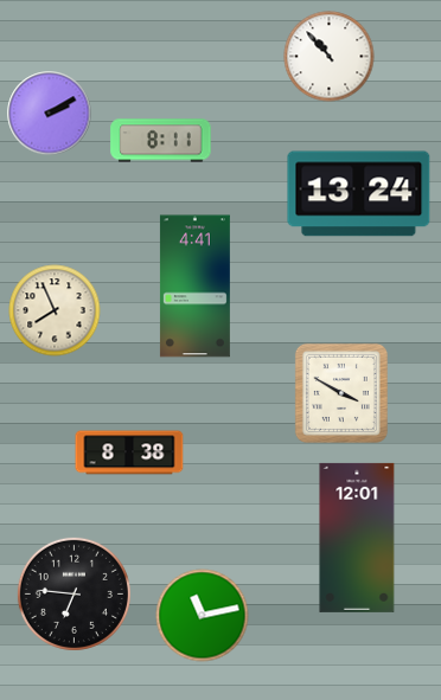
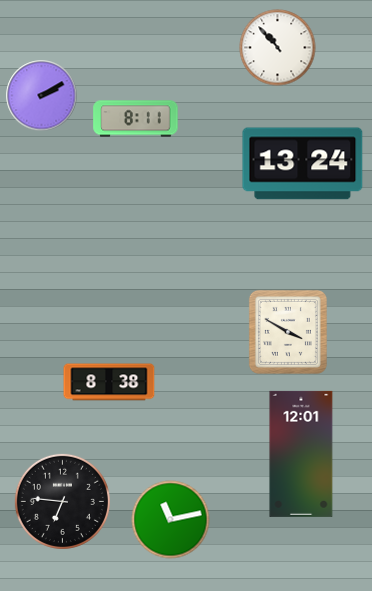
clock at (194, 287): 4:41 -> none
clock at (55, 310): 7:56 -> none
